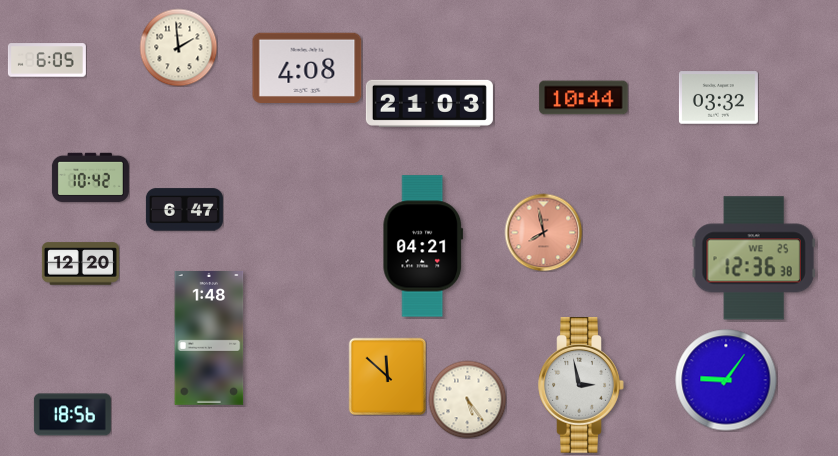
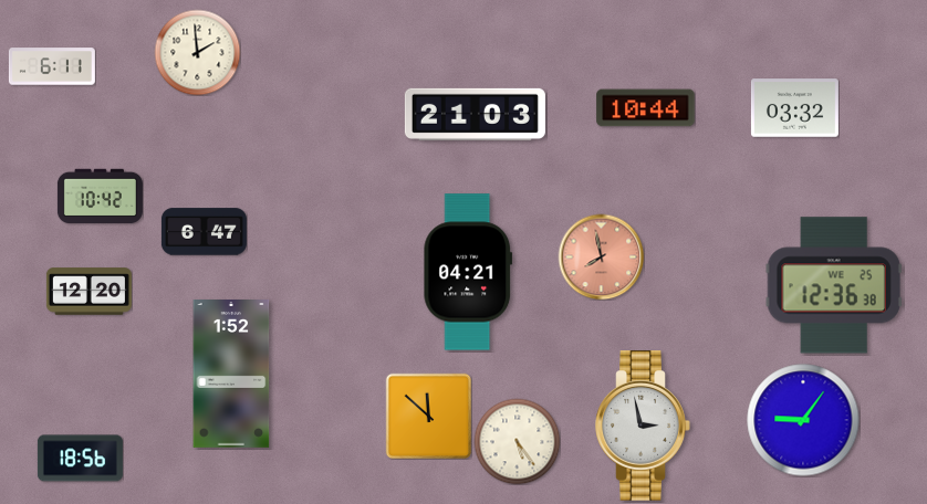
clock at (47, 60): 6:05 -> 6:11
clock at (307, 67): 4:08 -> none
clock at (209, 339): 1:48 -> 1:52
